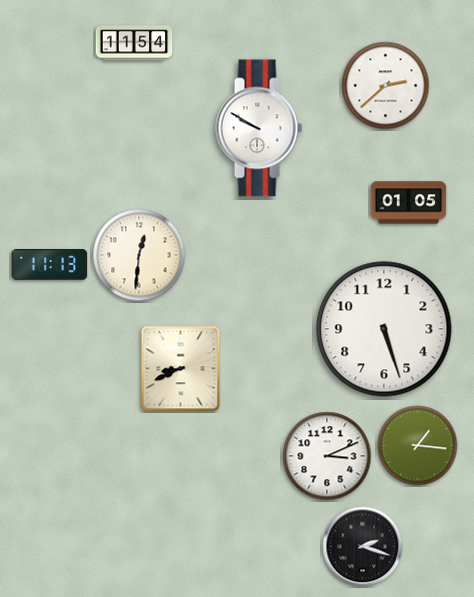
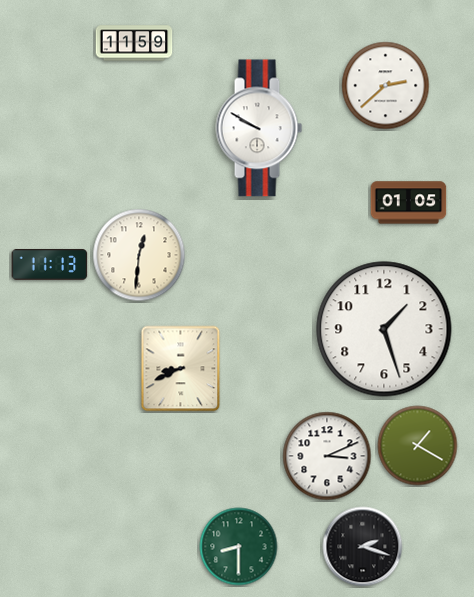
clock at (134, 43): 11:54 -> 11:59
clock at (384, 329): 5:27 -> 1:27
clock at (418, 446): 1:16 -> 1:20
clock at (239, 547): none -> 8:30
